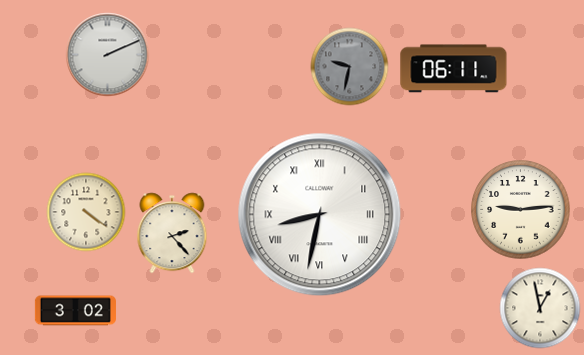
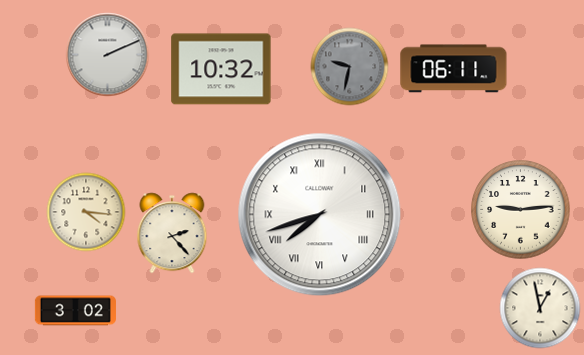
clock at (221, 69): none -> 10:32
clock at (86, 212): 4:21 -> 4:16
clock at (320, 215): 8:32 -> 7:42
